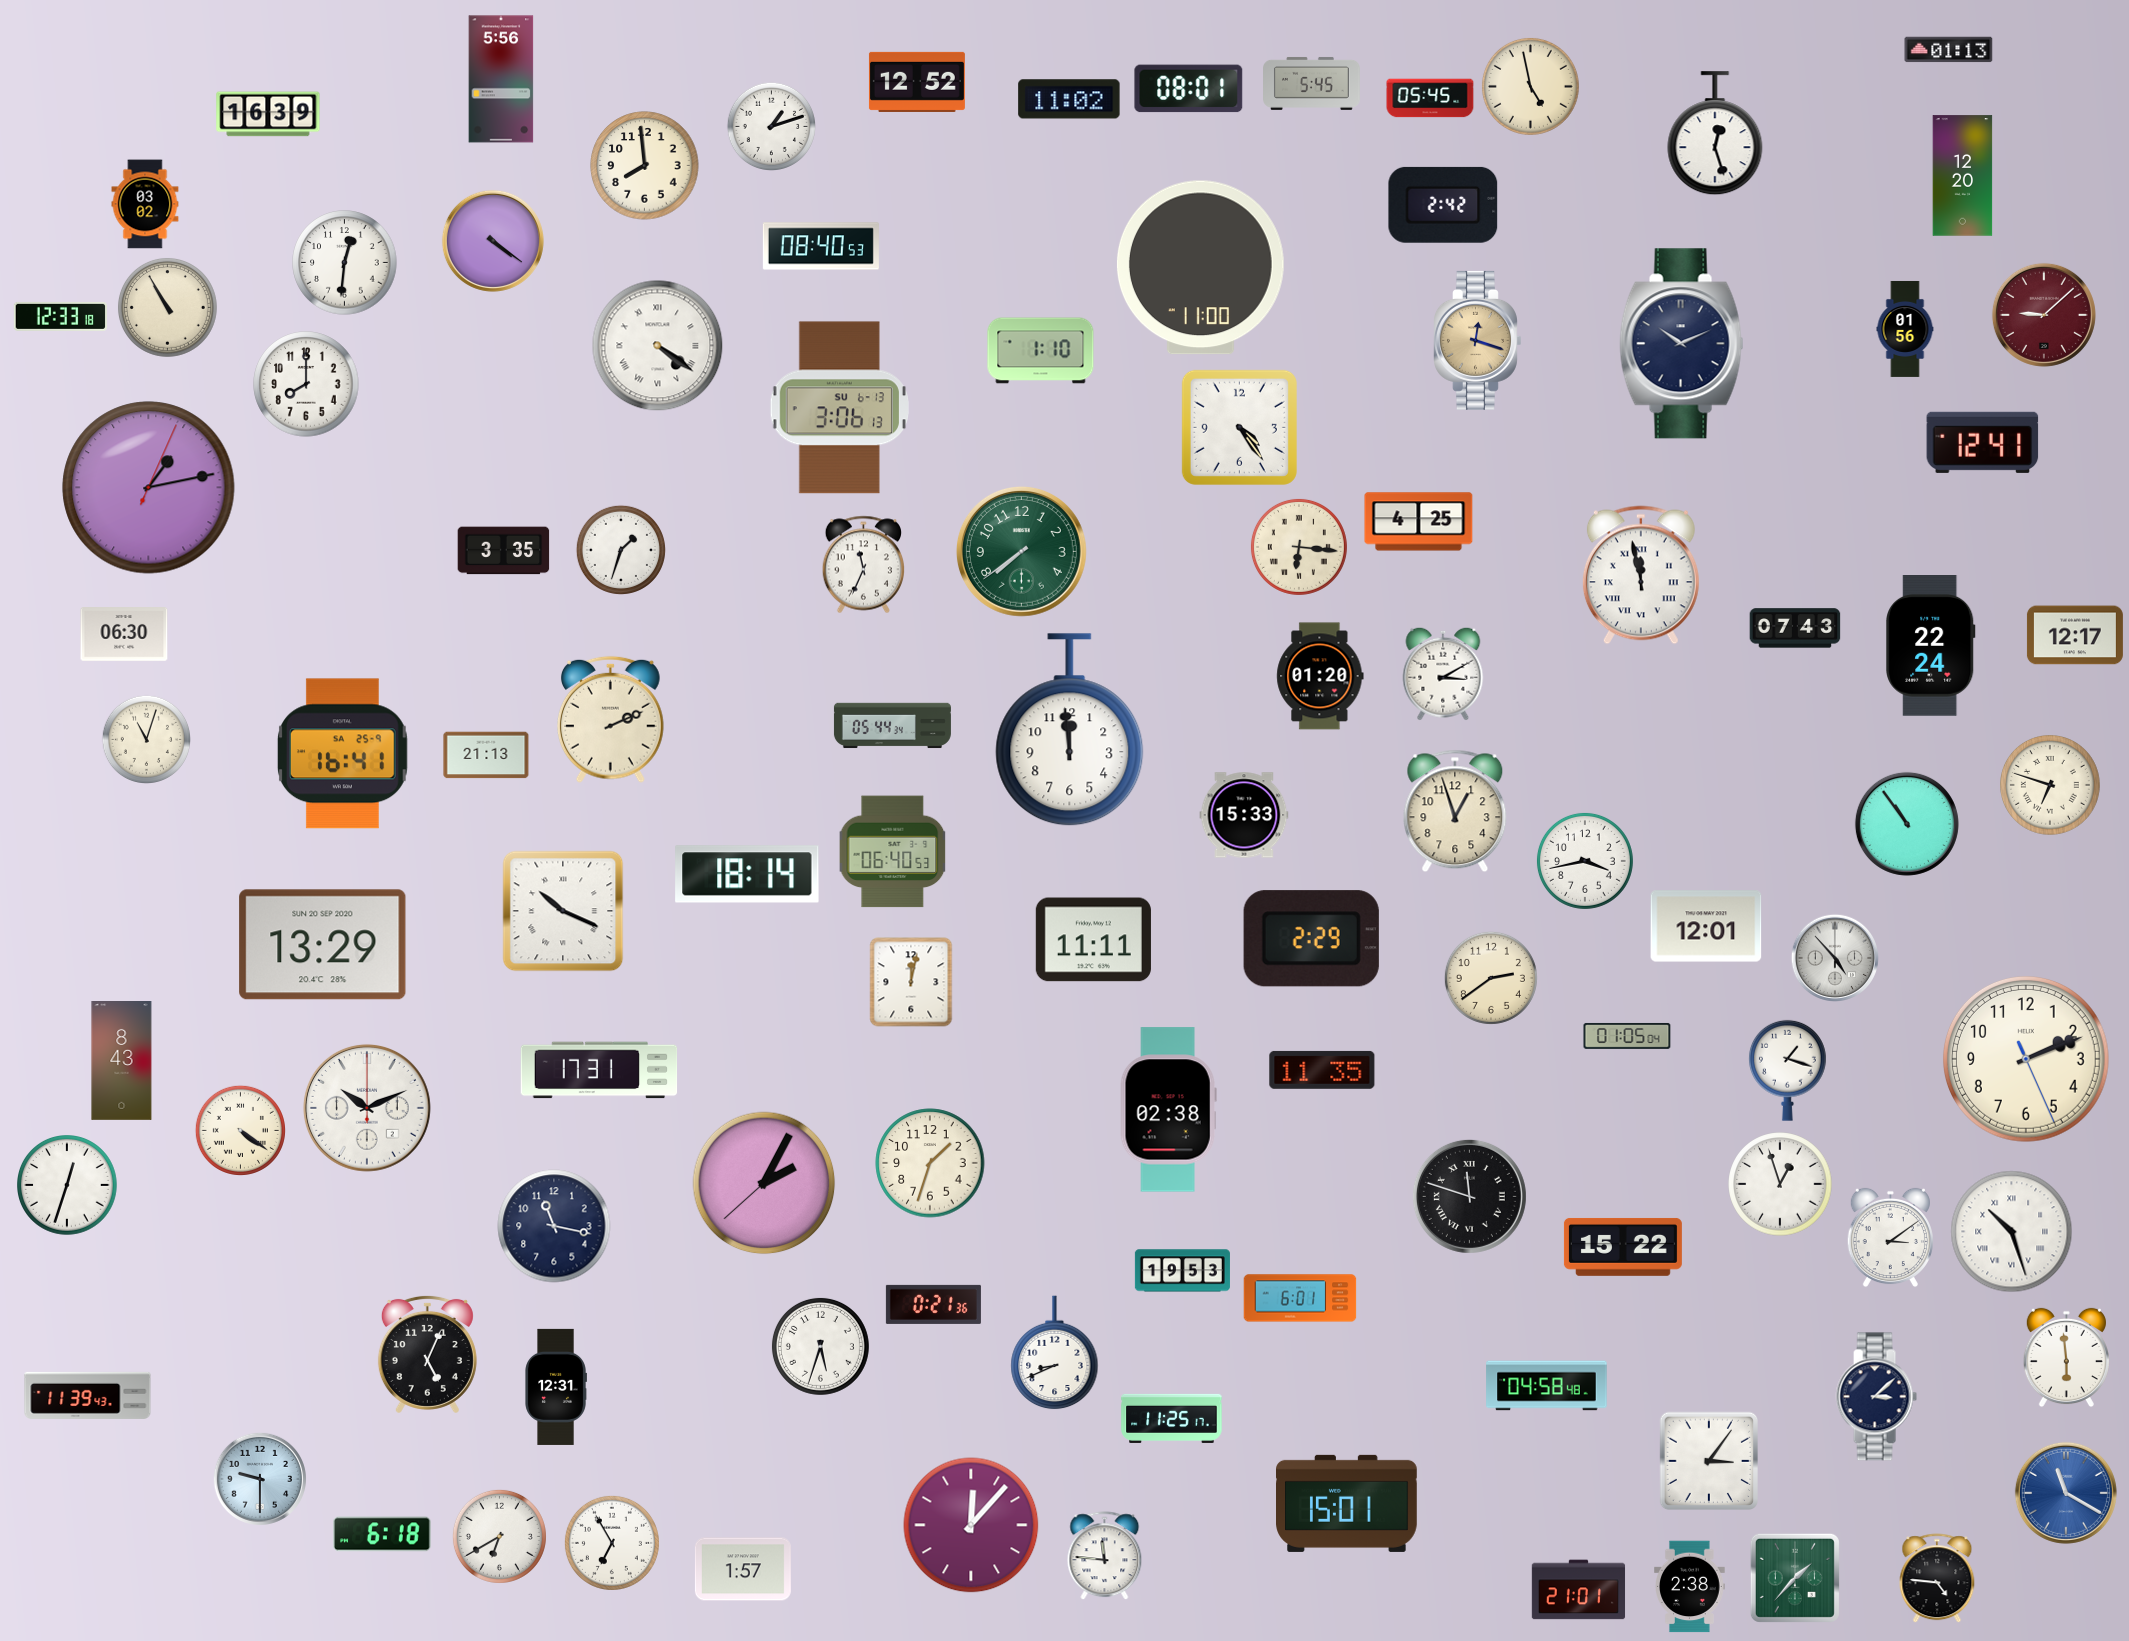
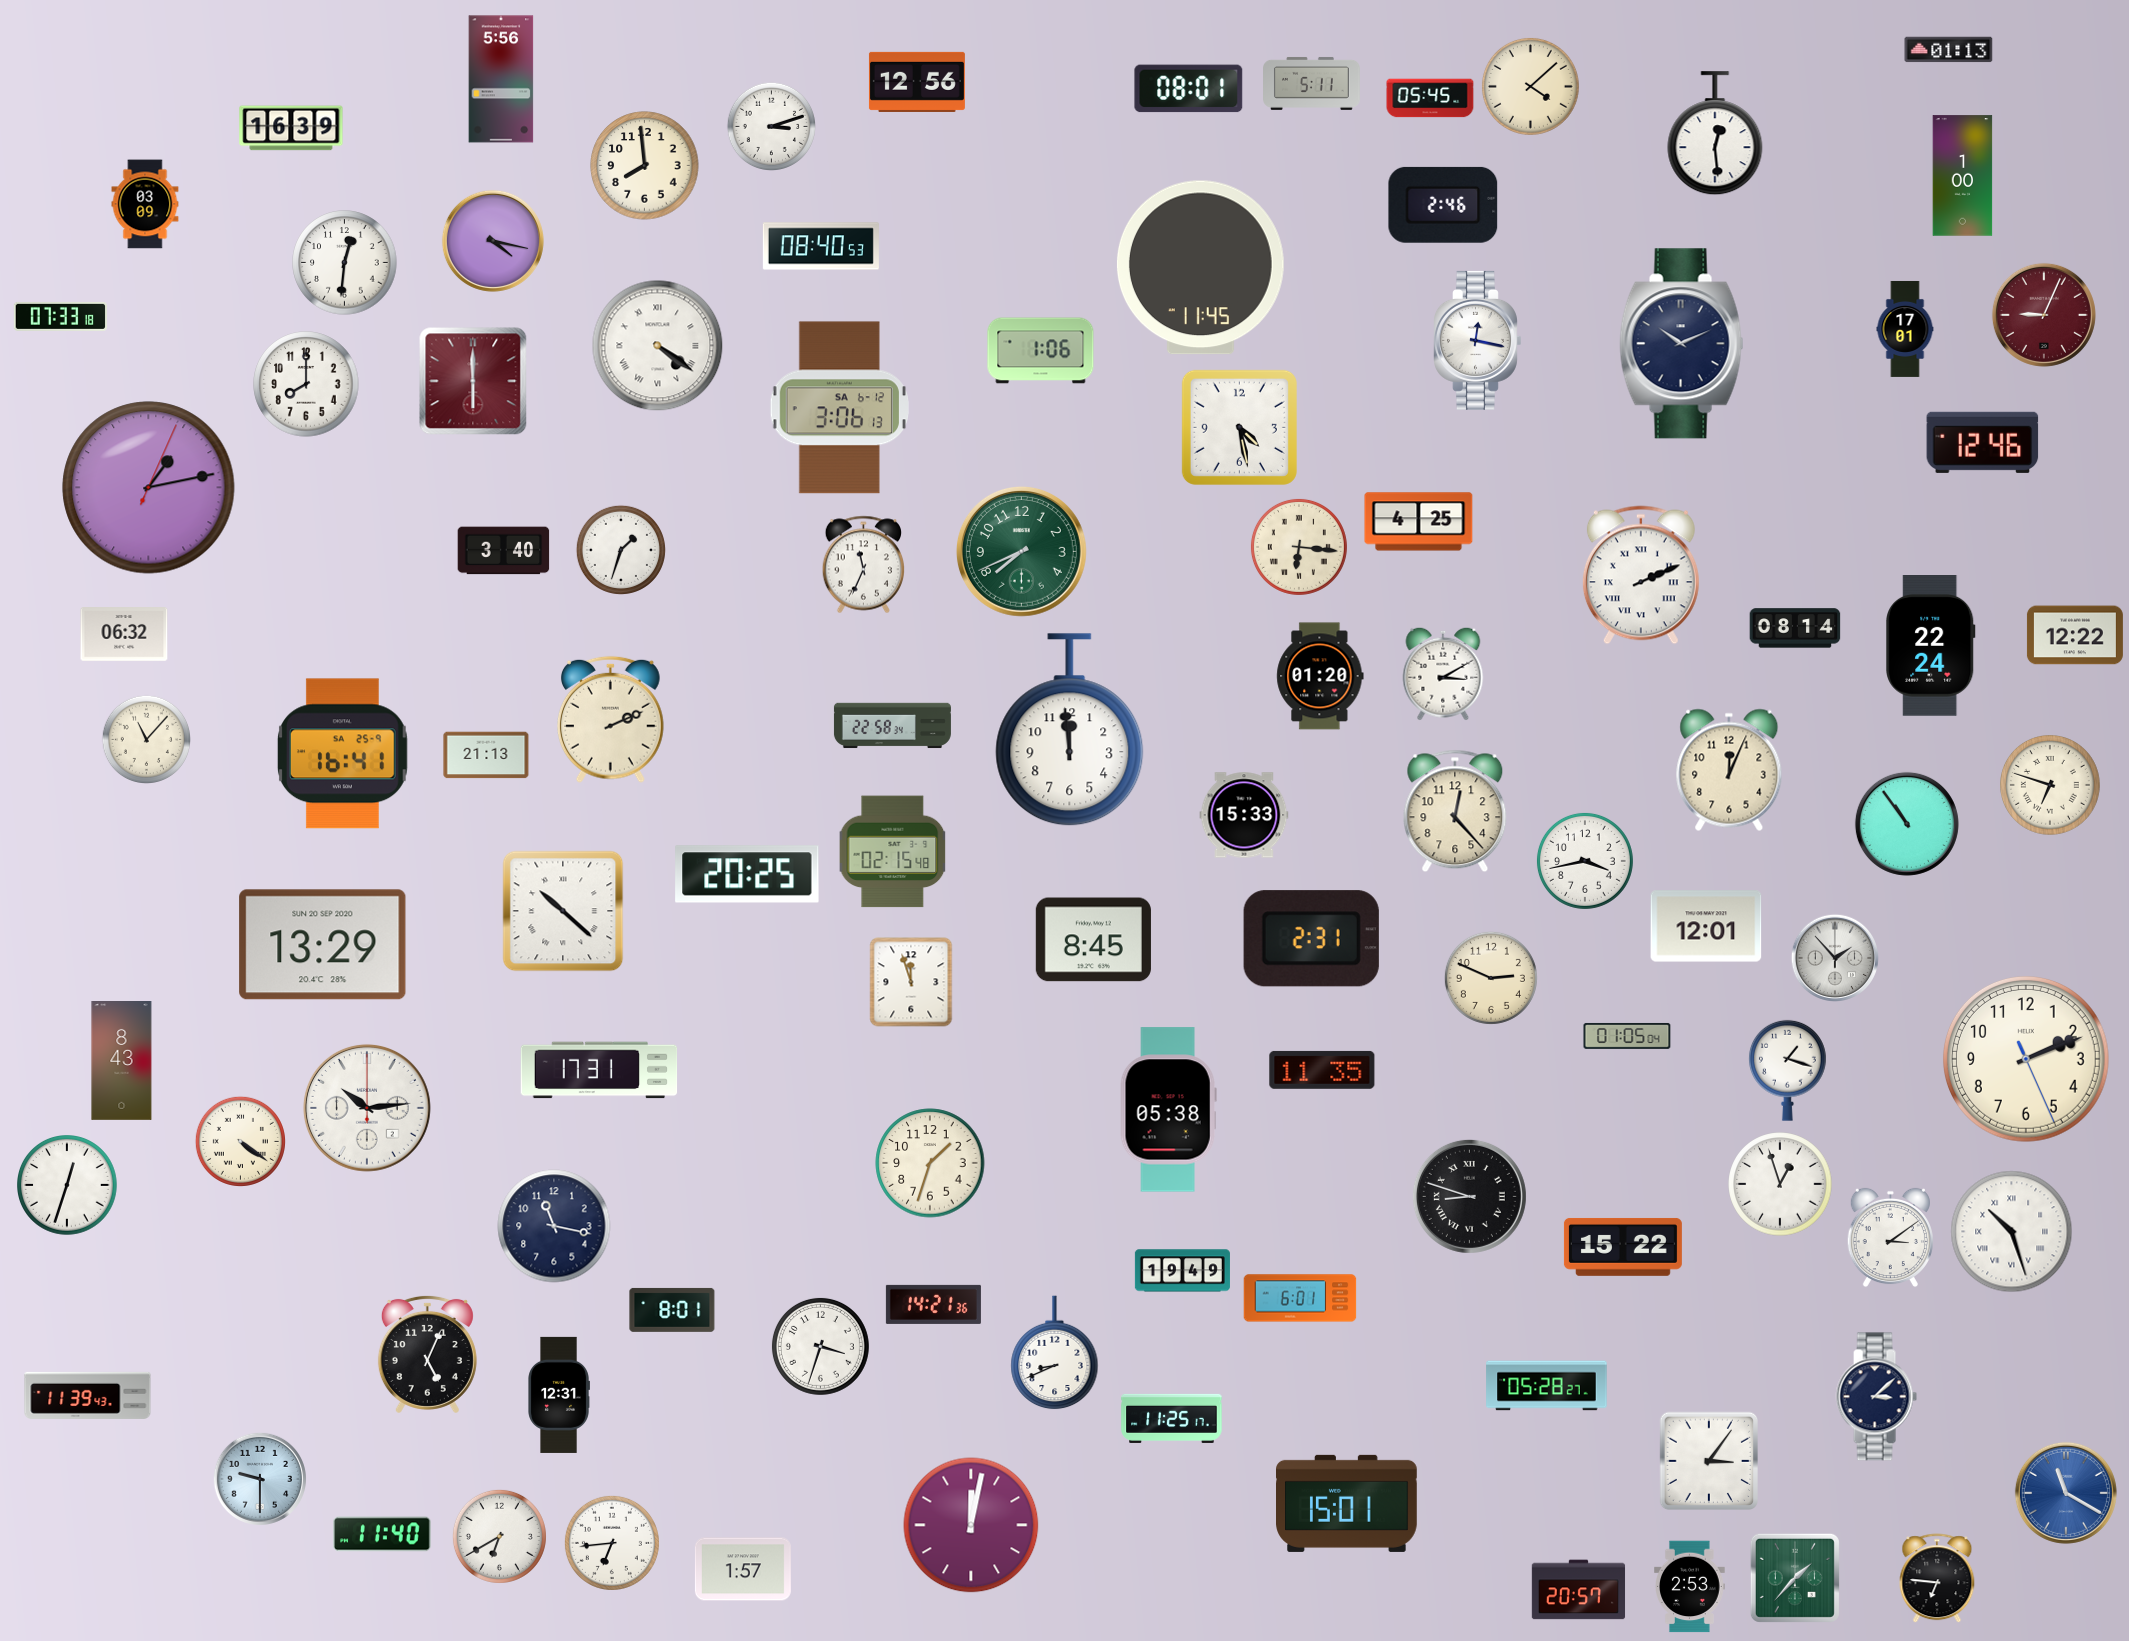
clock at (917, 82): 12:52 -> 12:56
clock at (1312, 83): 5:45 -> 5:11
clock at (1530, 86): 4:58 -> 4:08
clock at (1069, 99): 11:02 -> none
clock at (268, 114) position: (268, 114) -> (291, 128)
clock at (771, 126): 1:12 -> 3:12
clock at (1715, 134): 12:27 -> 12:29
clock at (1963, 176): 12:20 -> 1:00
clock at (145, 204): 03:02 -> 03:09
clock at (1443, 205): 2:42 -> 2:46
clock at (493, 241): 4:21 -> 4:17
clock at (1200, 268): 11:00 -> 11:45
clock at (167, 307): 10:55 -> none
clock at (2044, 315): 9:08 -> 9:04
clock at (60, 316): 12:33 -> 07:33
clock at (1905, 329): 01:56 -> 17:01
clock at (1478, 340): 12:18 -> 12:17
clock at (1478, 340) dial: champagne -> white
clock at (1041, 351): 1:10 -> 1:06
clock at (473, 381): none -> 6:00
clock at (839, 408) date: SU 6-13 -> SA 6-12
clock at (1239, 427): 4:24 -> 4:28
clock at (1983, 442): 12:41 -> 12:46
clock at (504, 551): 3:35 -> 3:40
clock at (1021, 551): 7:39 -> 7:41
clock at (1641, 575): 11:58 -> 2:11
clock at (1795, 628): 07:43 -> 08:14
clock at (124, 634): 06:30 -> 06:32
clock at (2075, 635): 12:17 -> 12:22
clock at (892, 726): 05:44 -> 22:58
clock at (146, 739): 11:03 -> 11:07
clock at (1729, 770): none -> 12:04
clock at (1455, 811): 12:57 -> 12:23
clock at (893, 852): 06:40 -> 02:15
clock at (747, 874): 18:14 -> 20:25
clock at (563, 911): 10:19 -> 10:22
clock at (1311, 939): 2:29 -> 2:31
clock at (1093, 940): 11:11 -> 8:45
clock at (1834, 957): 4:53 -> 1:53
clock at (1491, 978): 2:39 -> 2:49
clock at (911, 982): 12:02 -> 11:57
clock at (367, 1108): 10:11 -> 10:14
clock at (1168, 1110): 02:38 -> 05:38
clock at (240, 1130) position: (240, 1130) -> (240, 1141)
clock at (764, 1183): 2:04 -> none
clock at (1469, 1196): 11:48 -> 8:48
clock at (1182, 1271): 19:53 -> 19:49
clock at (933, 1304): 0:21 -> 14:21
clock at (672, 1310): none -> 8:01
clock at (820, 1346): 5:33 -> 3:33
clock at (2066, 1358): 5:59 -> none
clock at (1547, 1386): 04:58 -> 05:28
clock at (556, 1387) position: (556, 1387) -> (559, 1395)
clock at (971, 1525): 12:07 -> 12:02
clock at (383, 1534): 6:18 -> 11:40
clock at (612, 1543): 6:55 -> 6:44
clock at (1105, 1556): 11:46 -> none
clock at (1937, 1579): 4:46 -> 6:46
clock at (1690, 1587): 2:38 -> 2:53
clock at (1579, 1590): 21:01 -> 20:57
